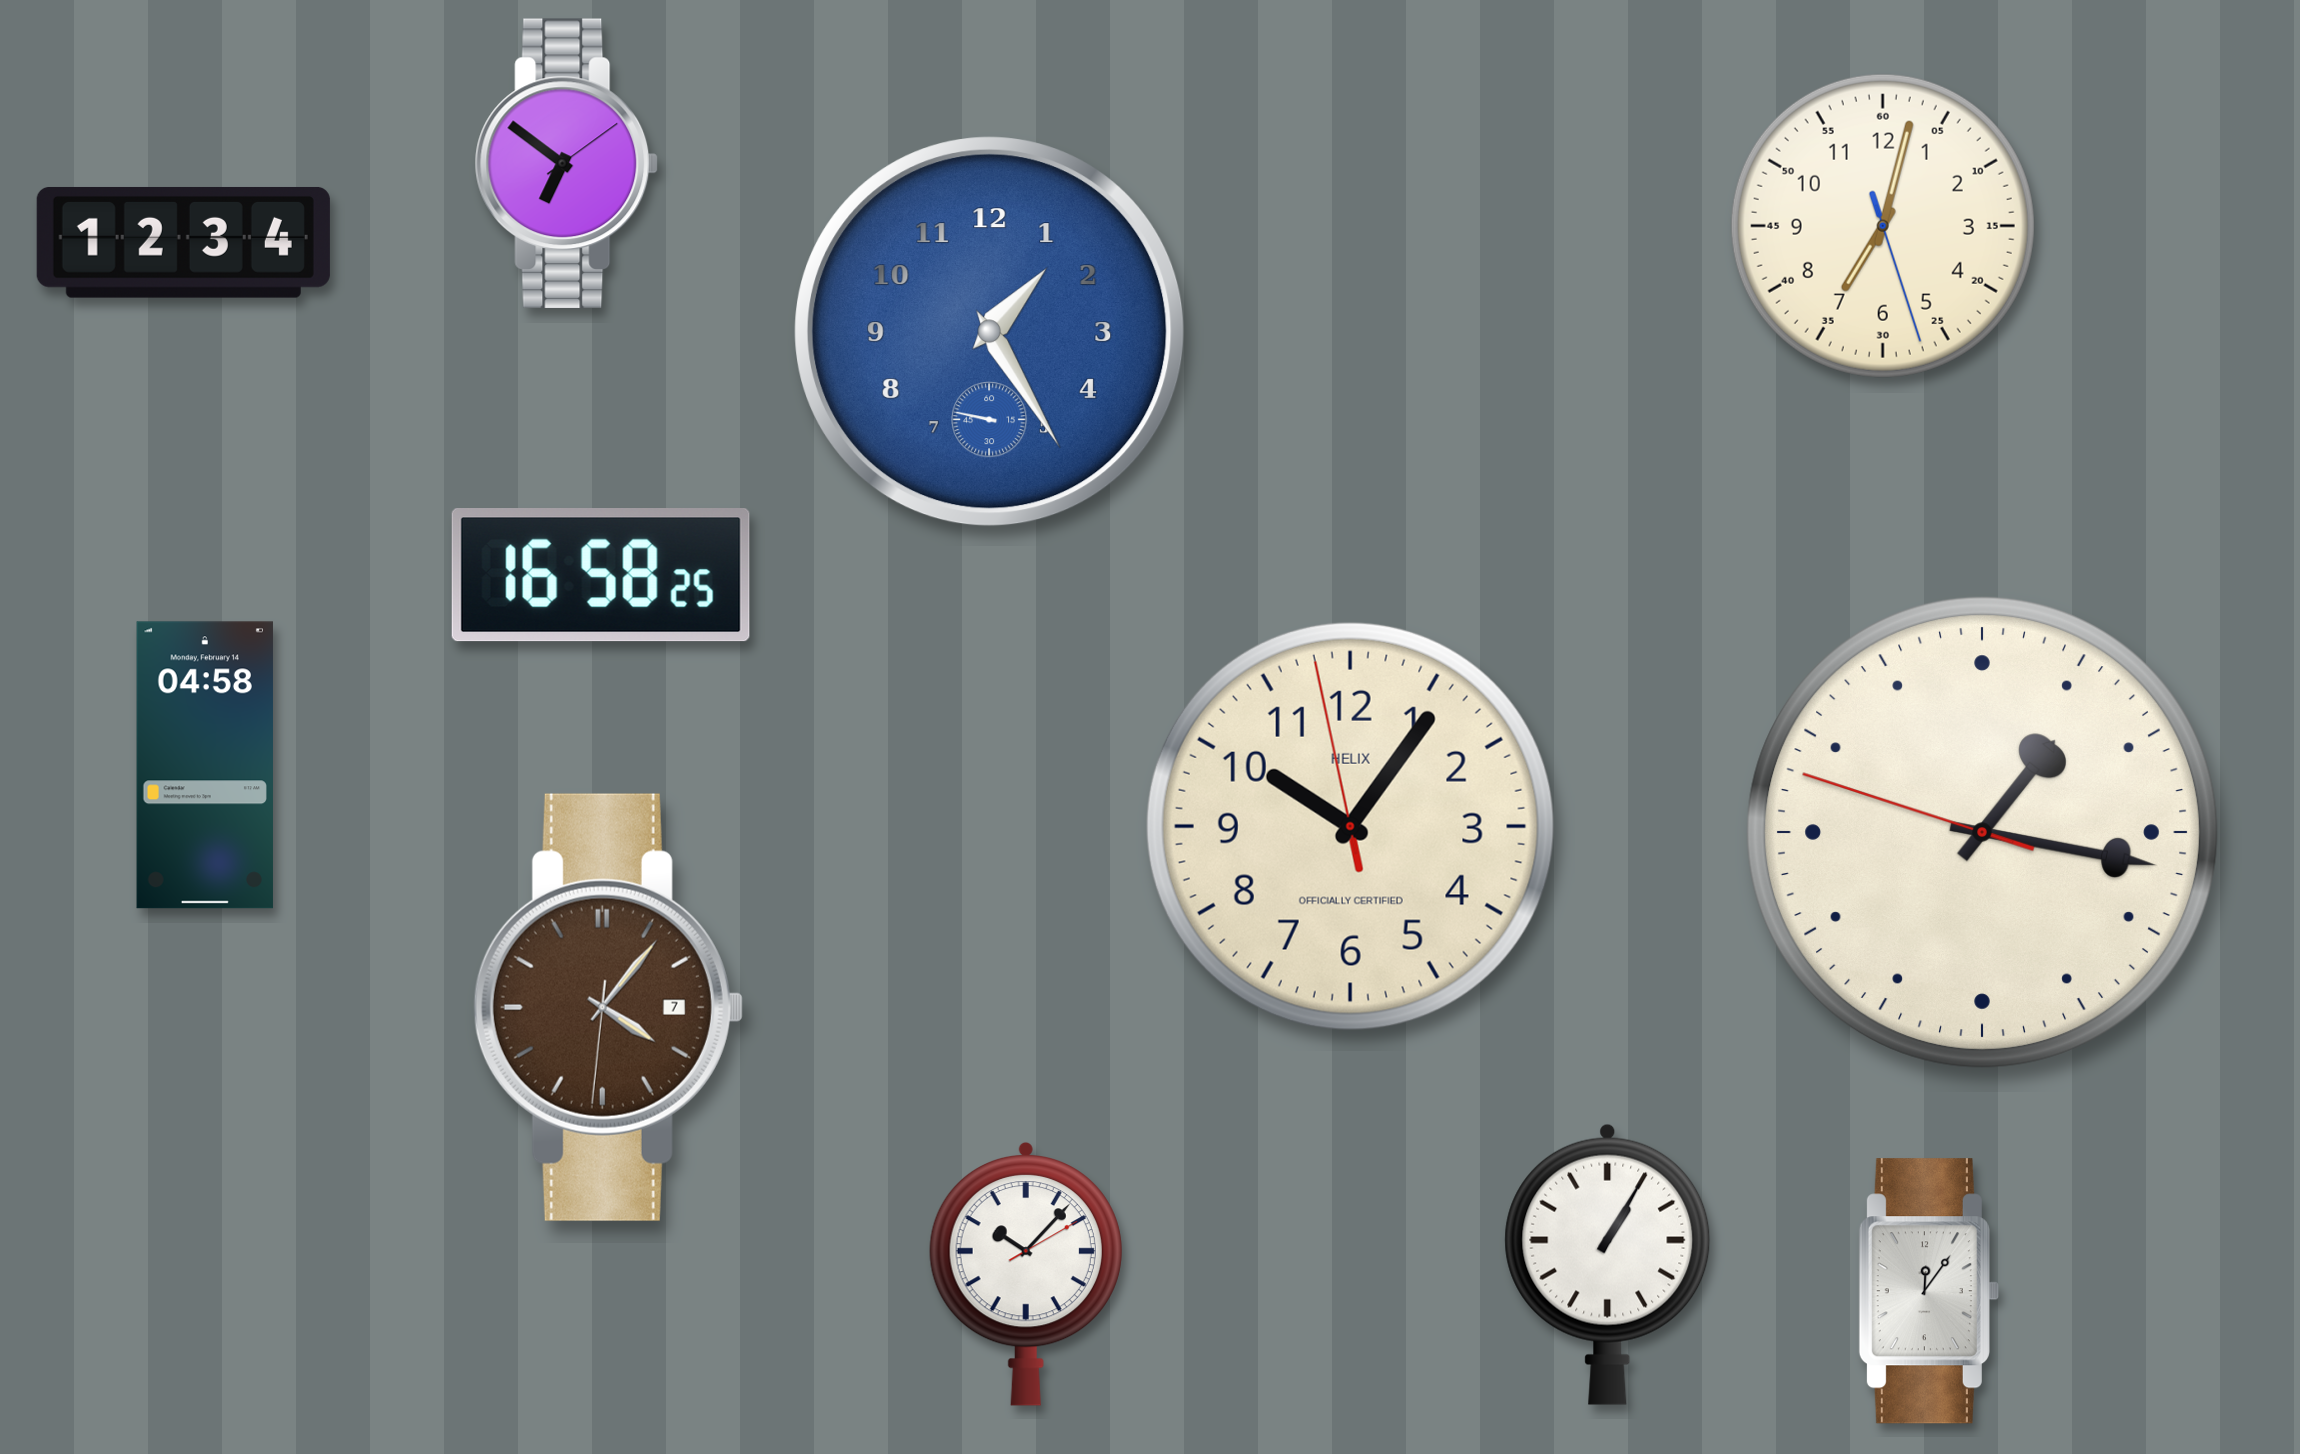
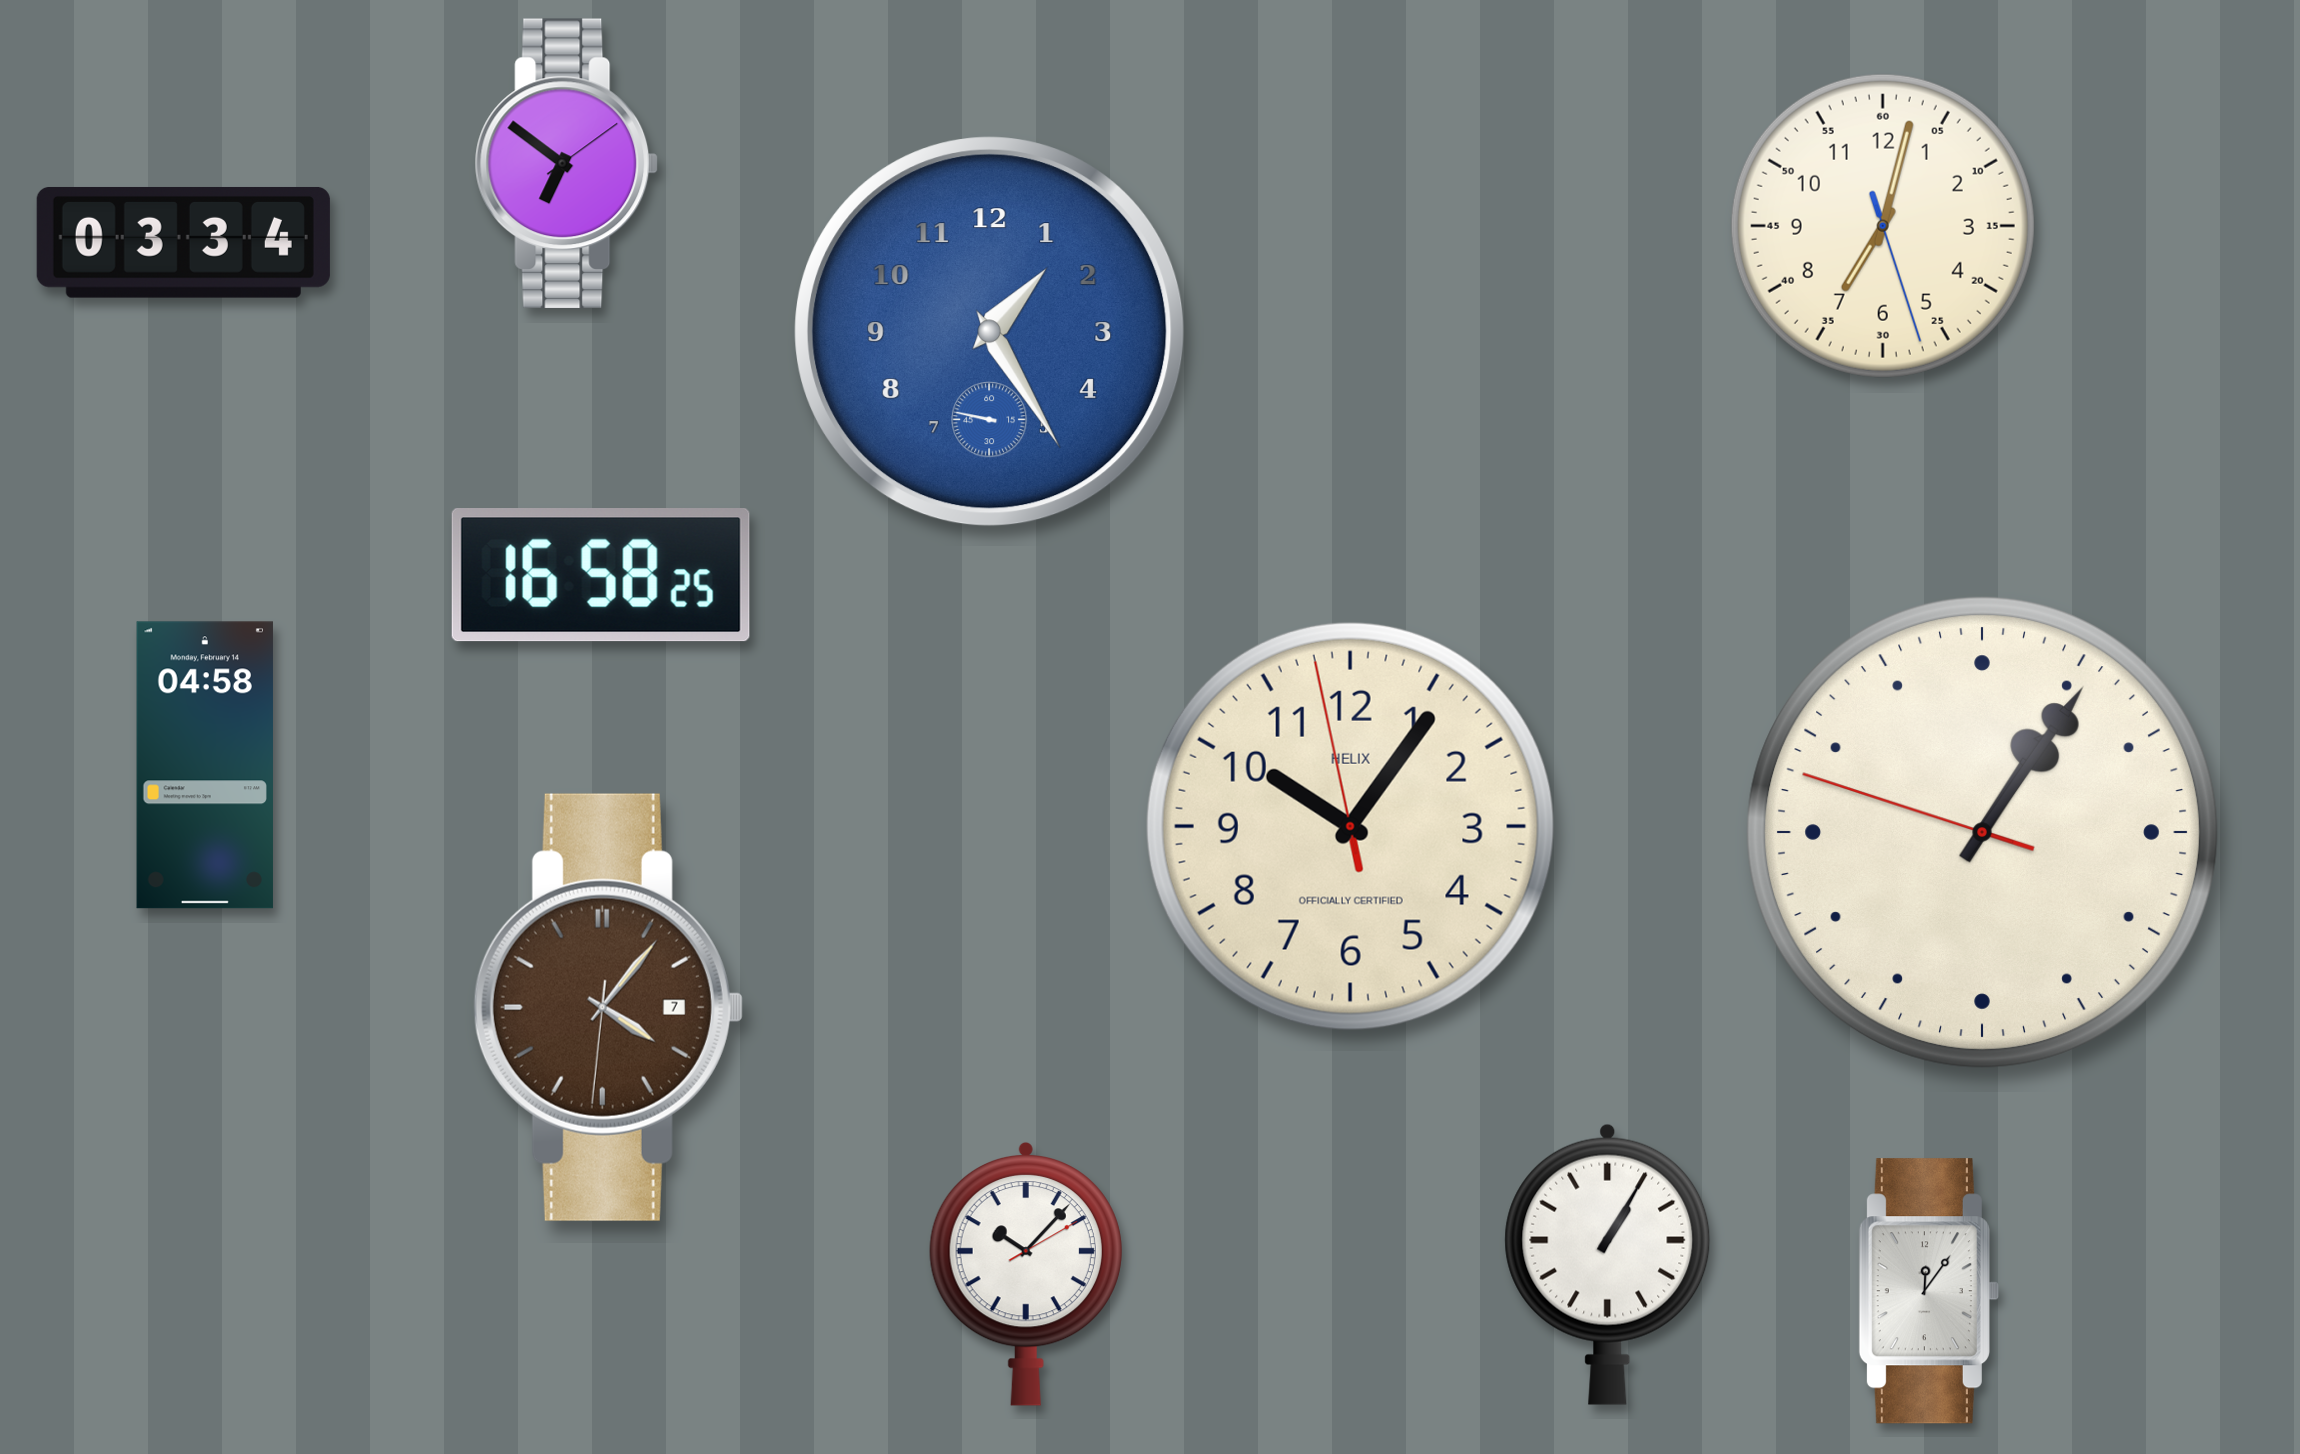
clock at (183, 242): 12:34 -> 03:34
clock at (1982, 832): 1:16 -> 1:05
